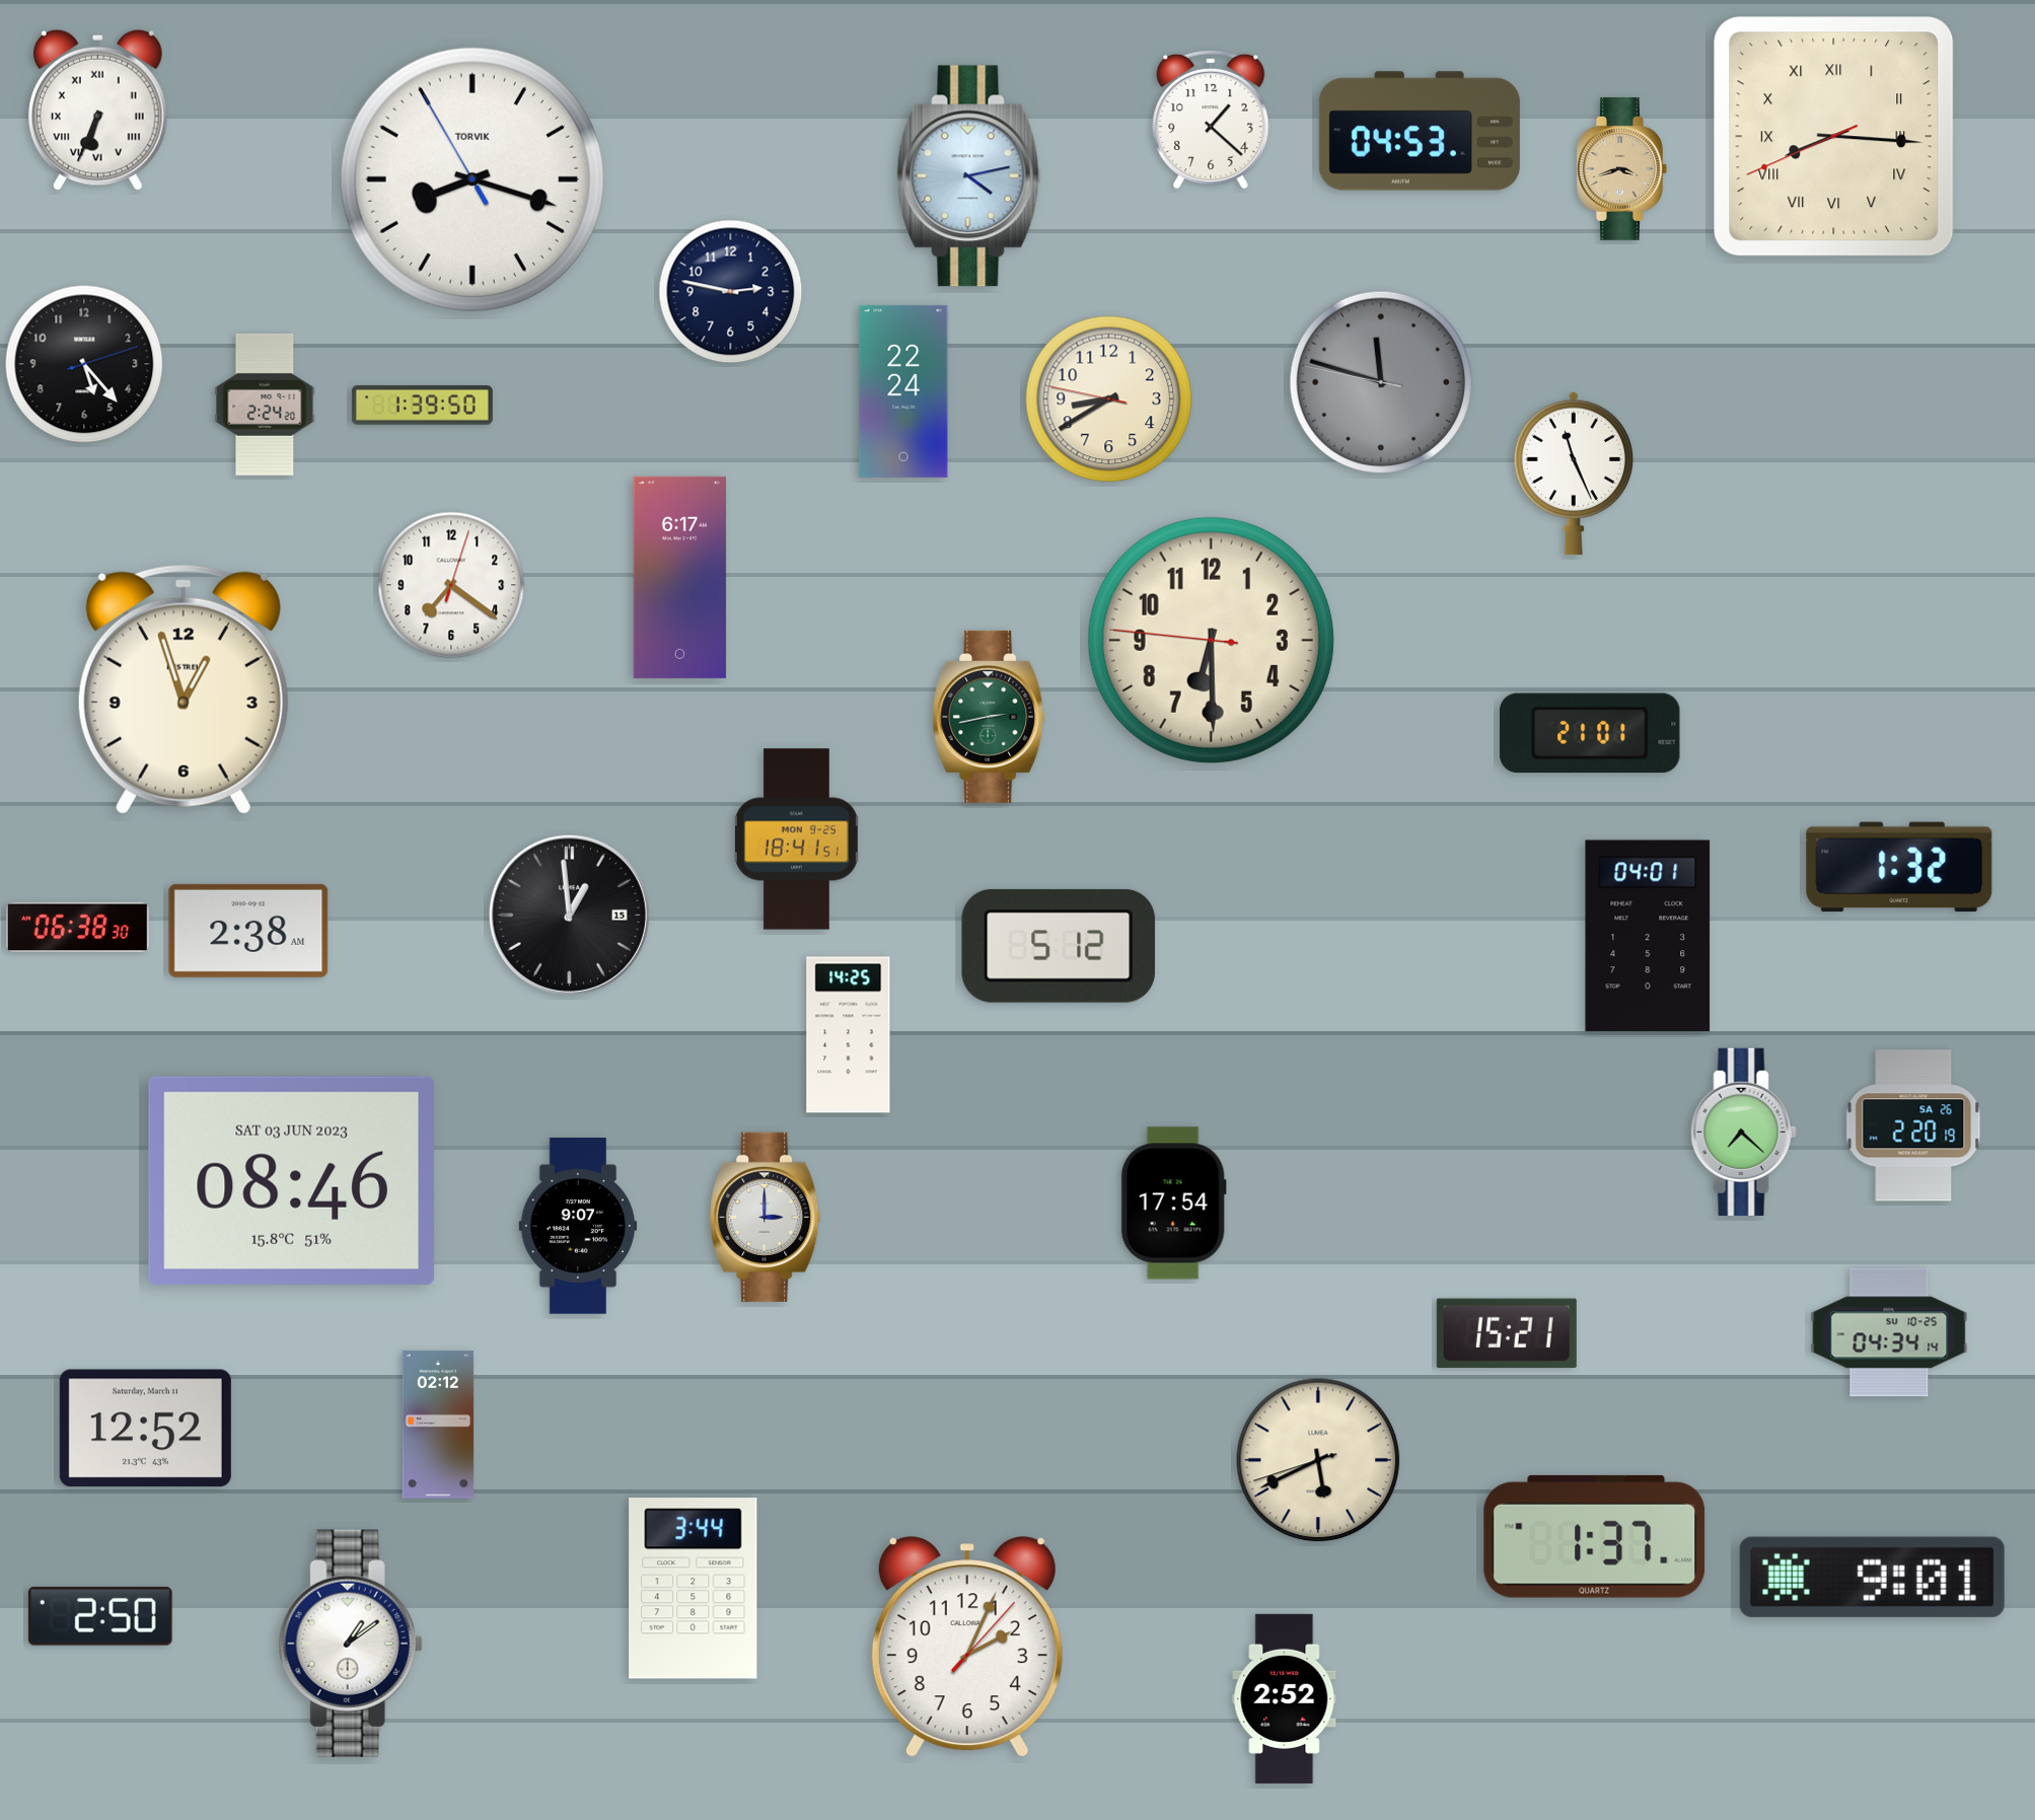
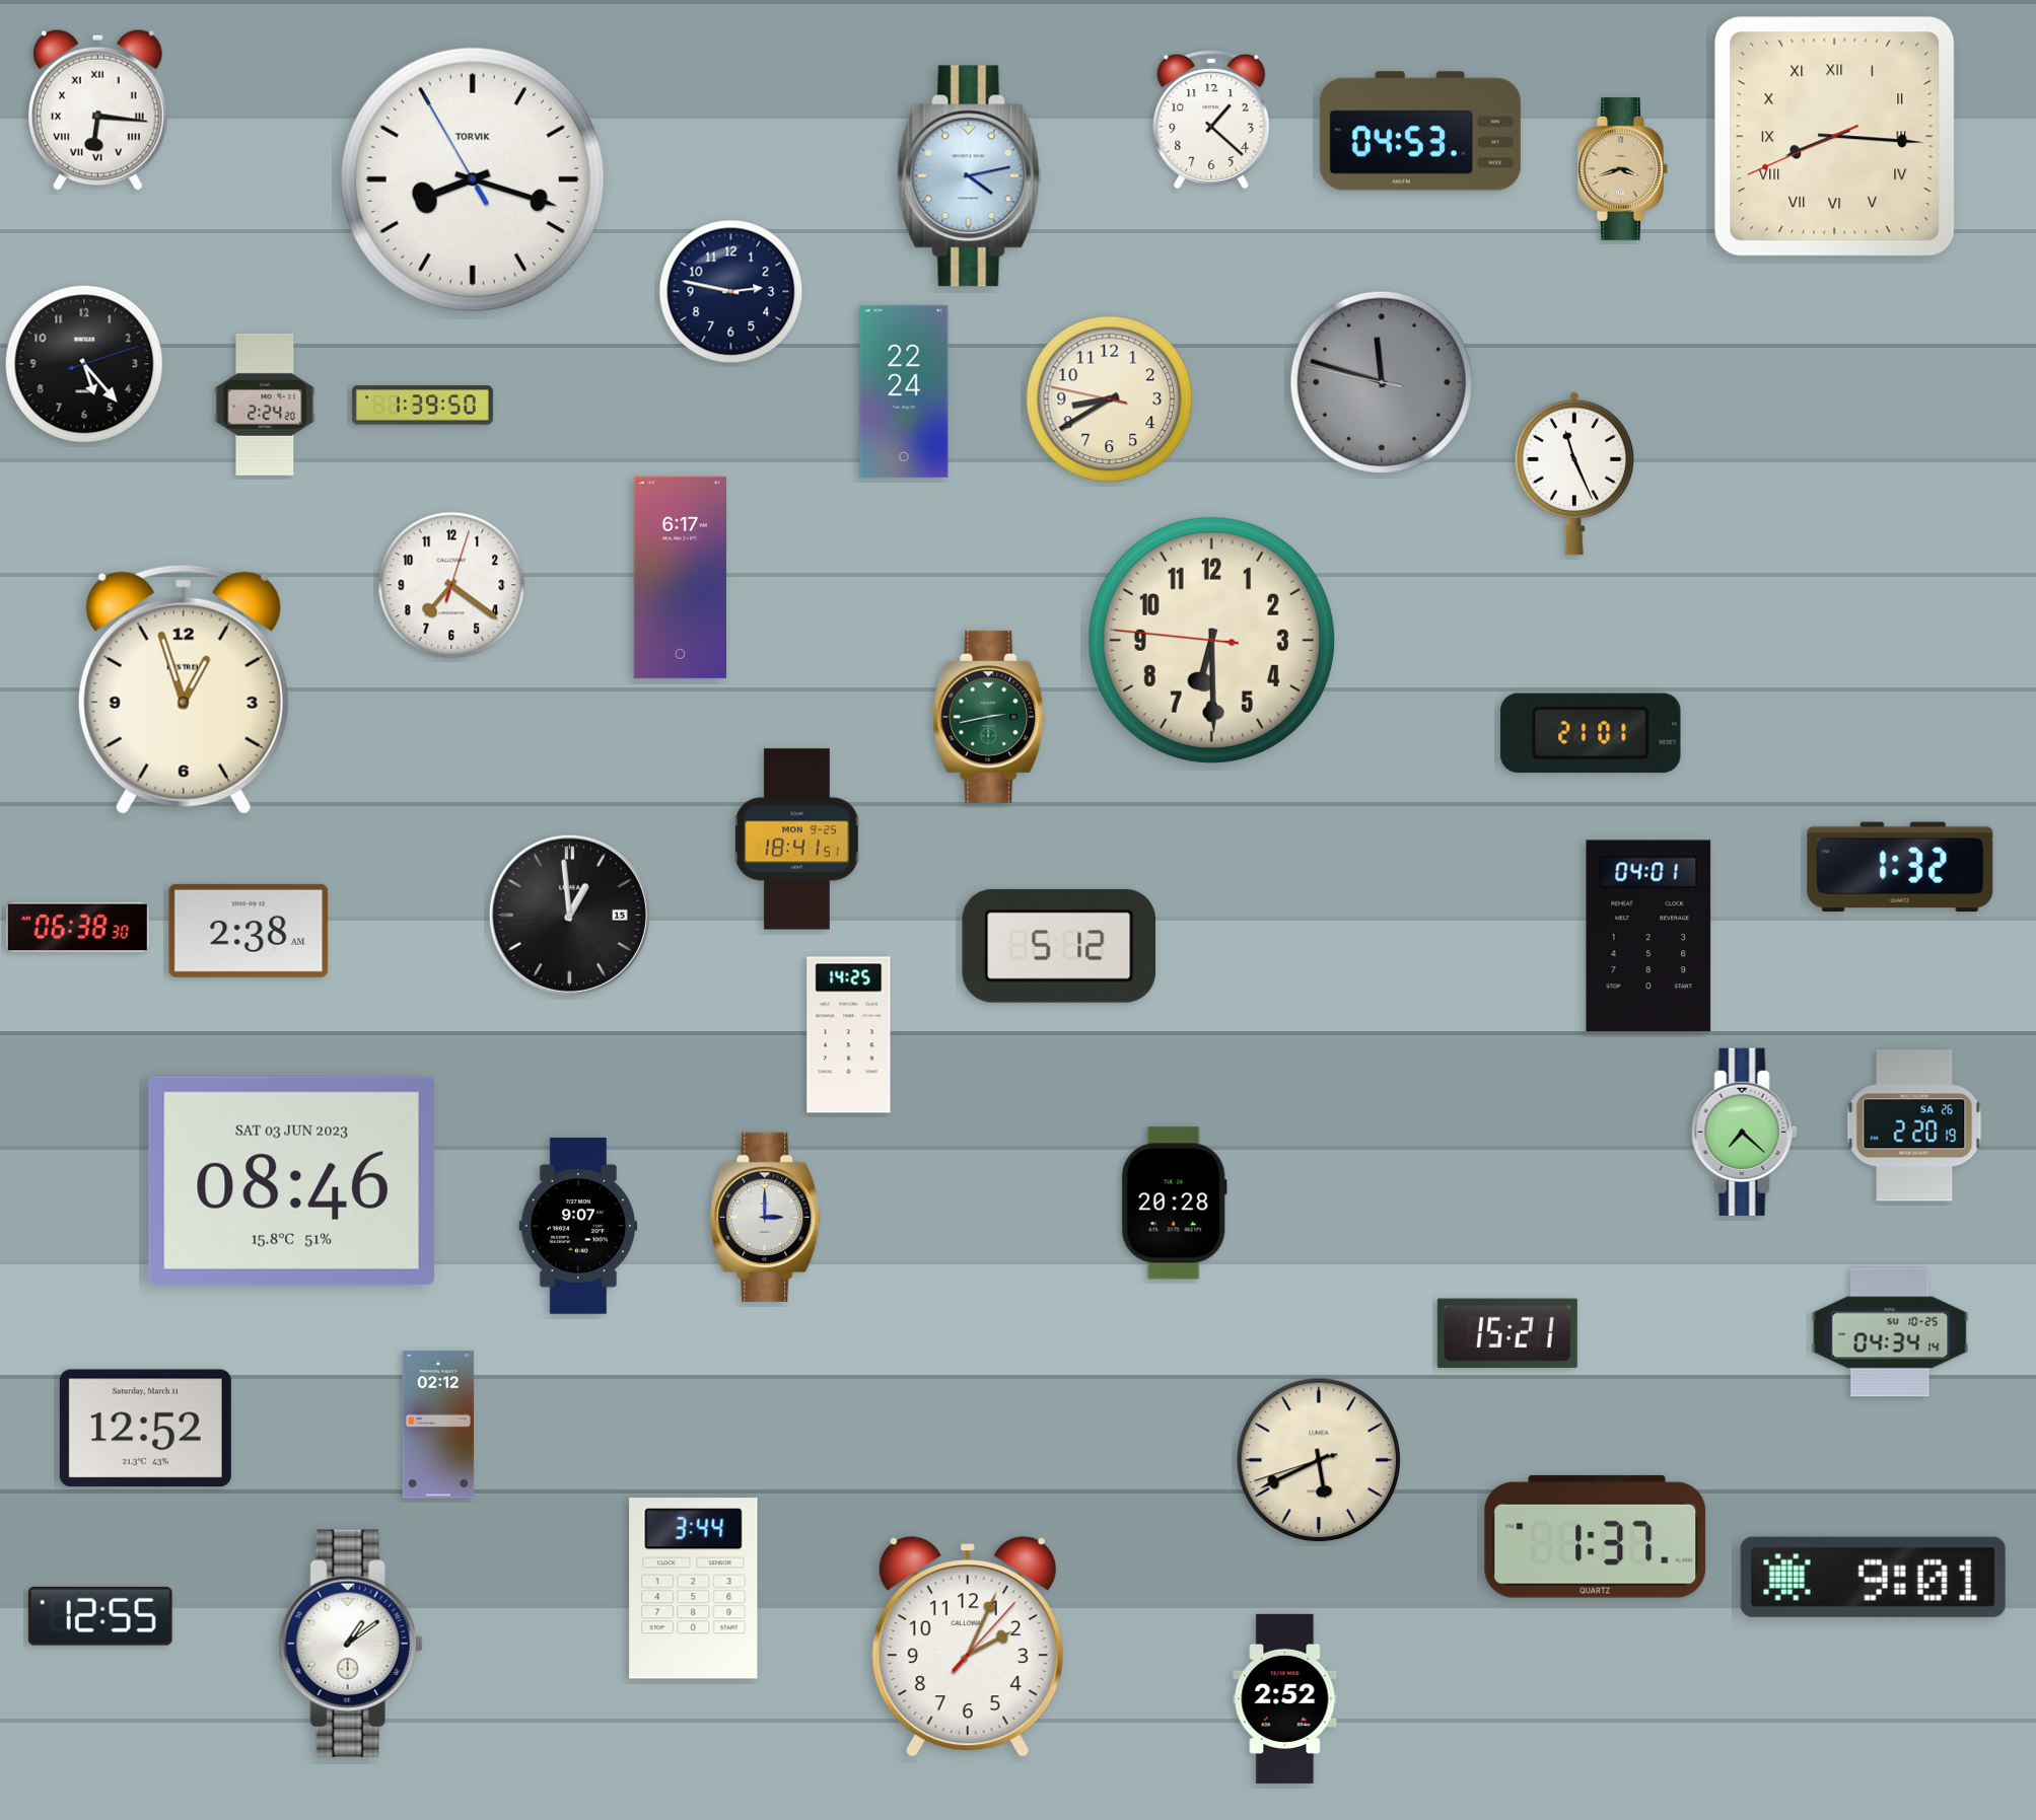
clock at (97, 110): 6:34 -> 6:16
clock at (1173, 1204): 17:54 -> 20:28
clock at (100, 1616): 2:50 -> 12:55
